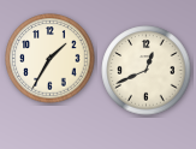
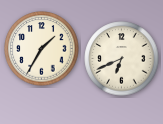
clock at (147, 71): 12:41 -> 6:41
